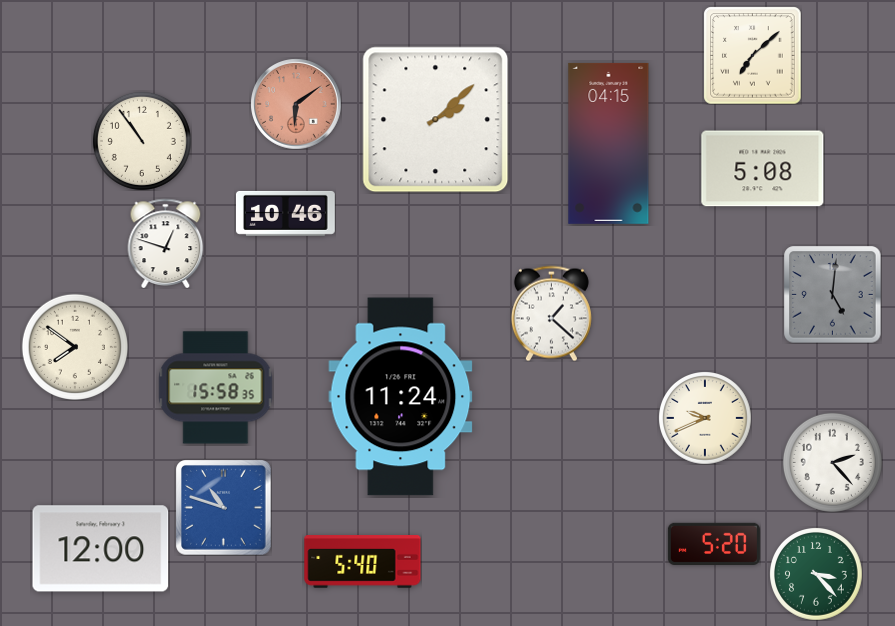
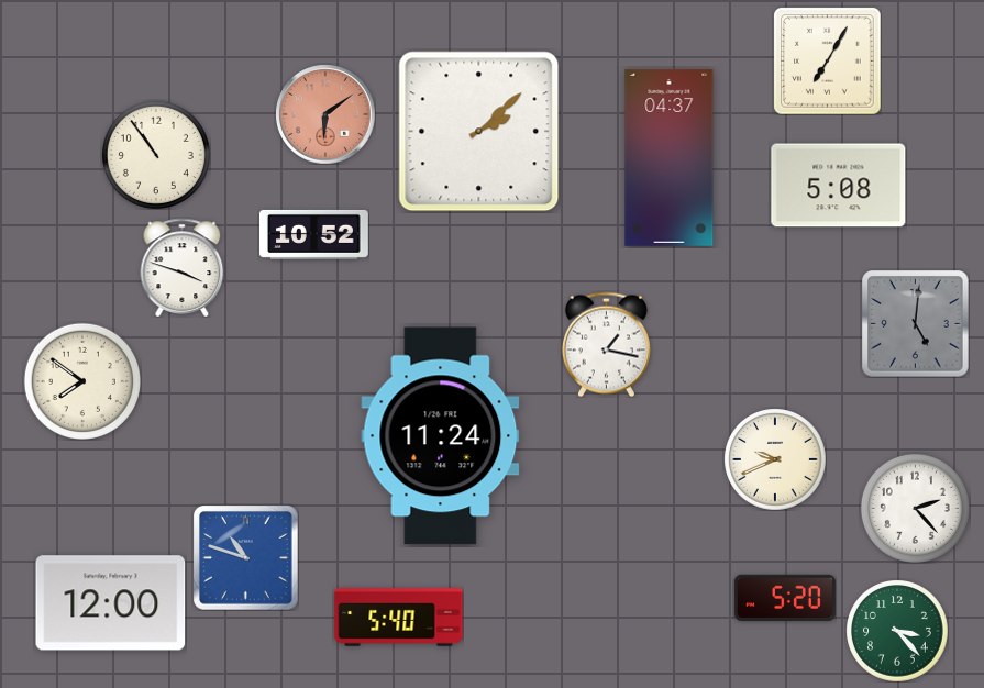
clock at (752, 55): 7:08 -> 7:05
clock at (609, 143): 04:15 -> 04:37
clock at (286, 213): 10:46 -> 10:52
clock at (166, 243): 12:48 -> 3:48
clock at (551, 313): 1:22 -> 1:17
clock at (216, 388): 15:58 -> none
